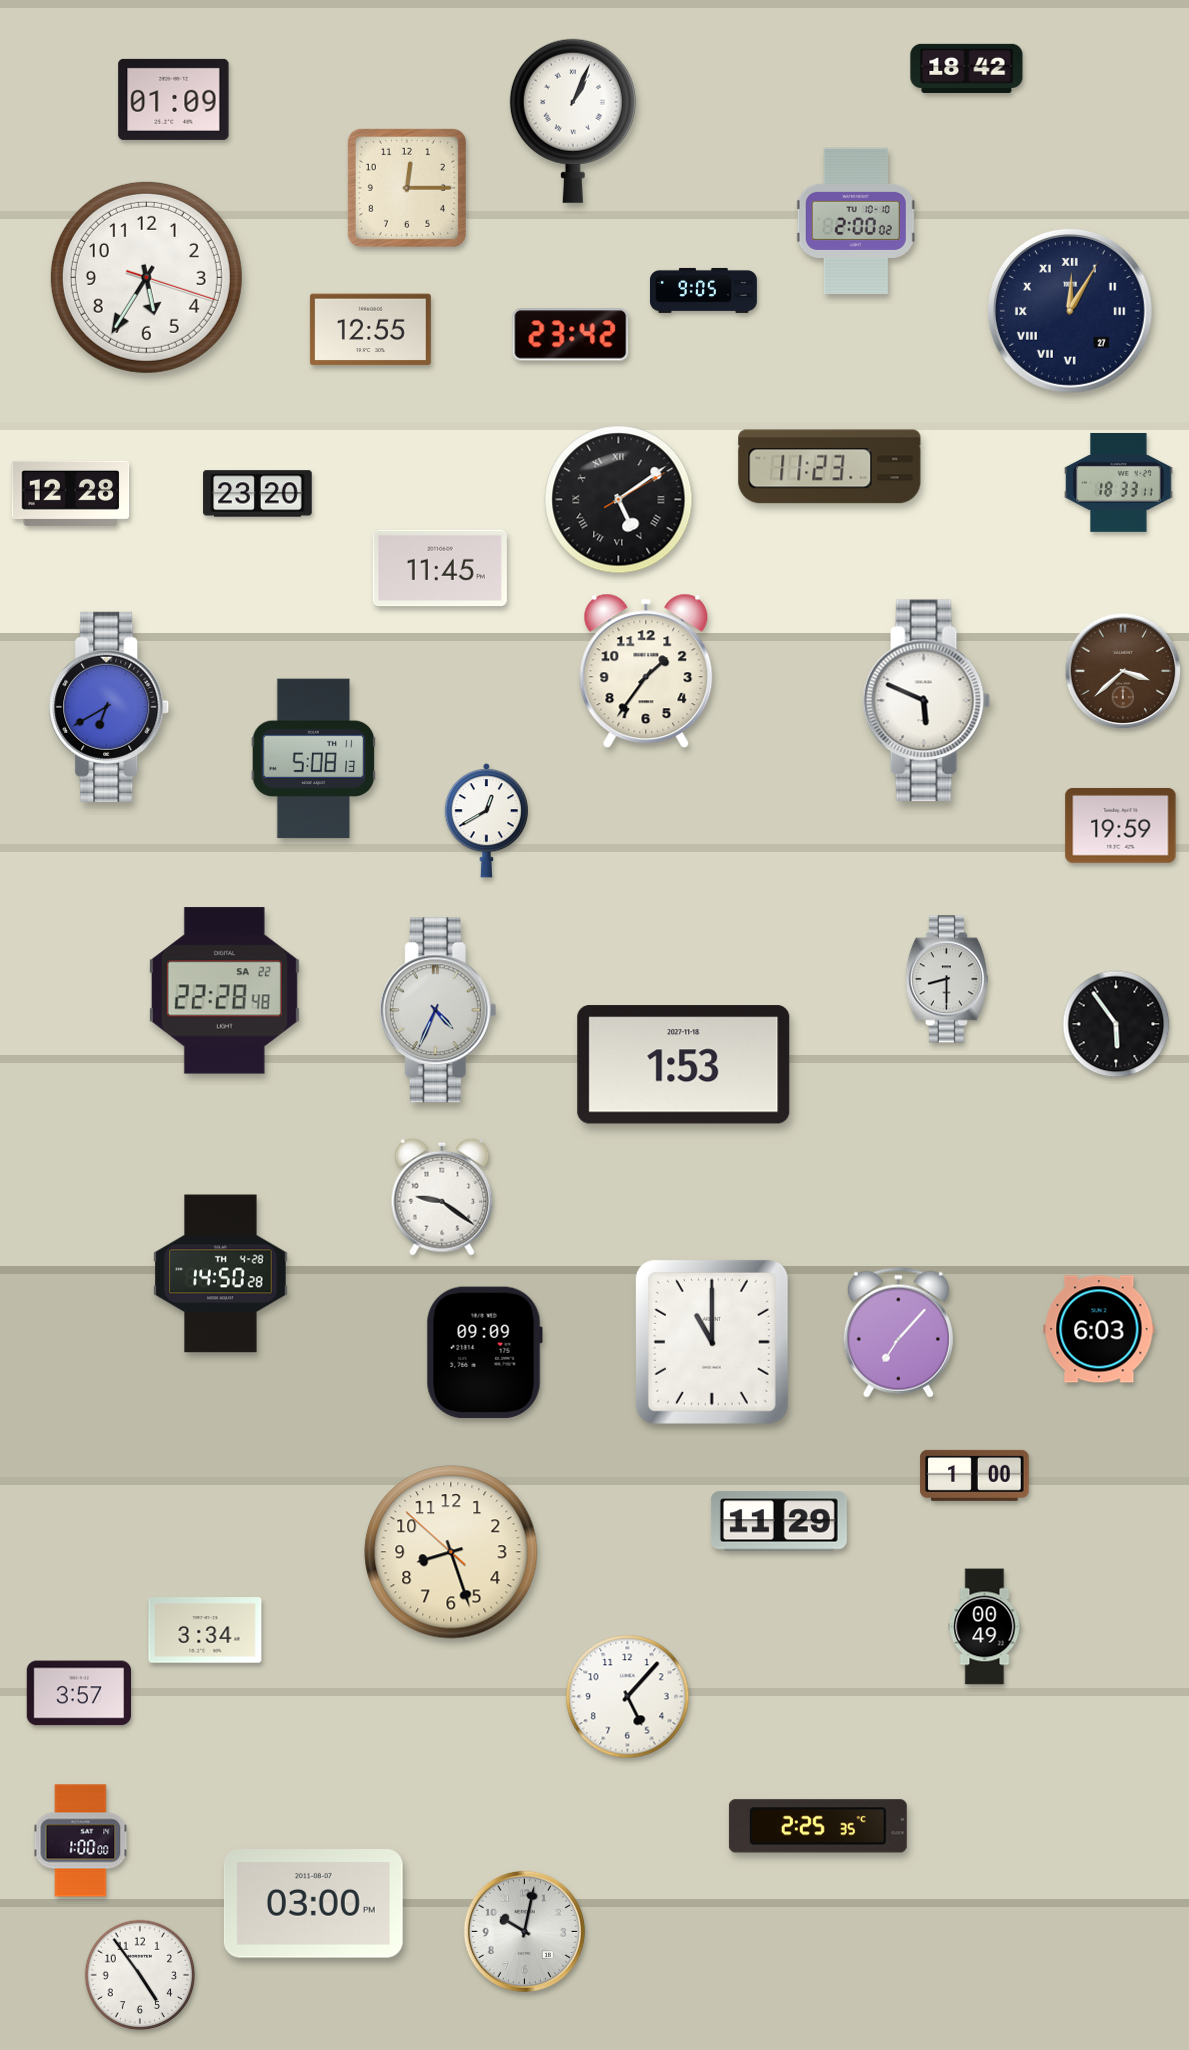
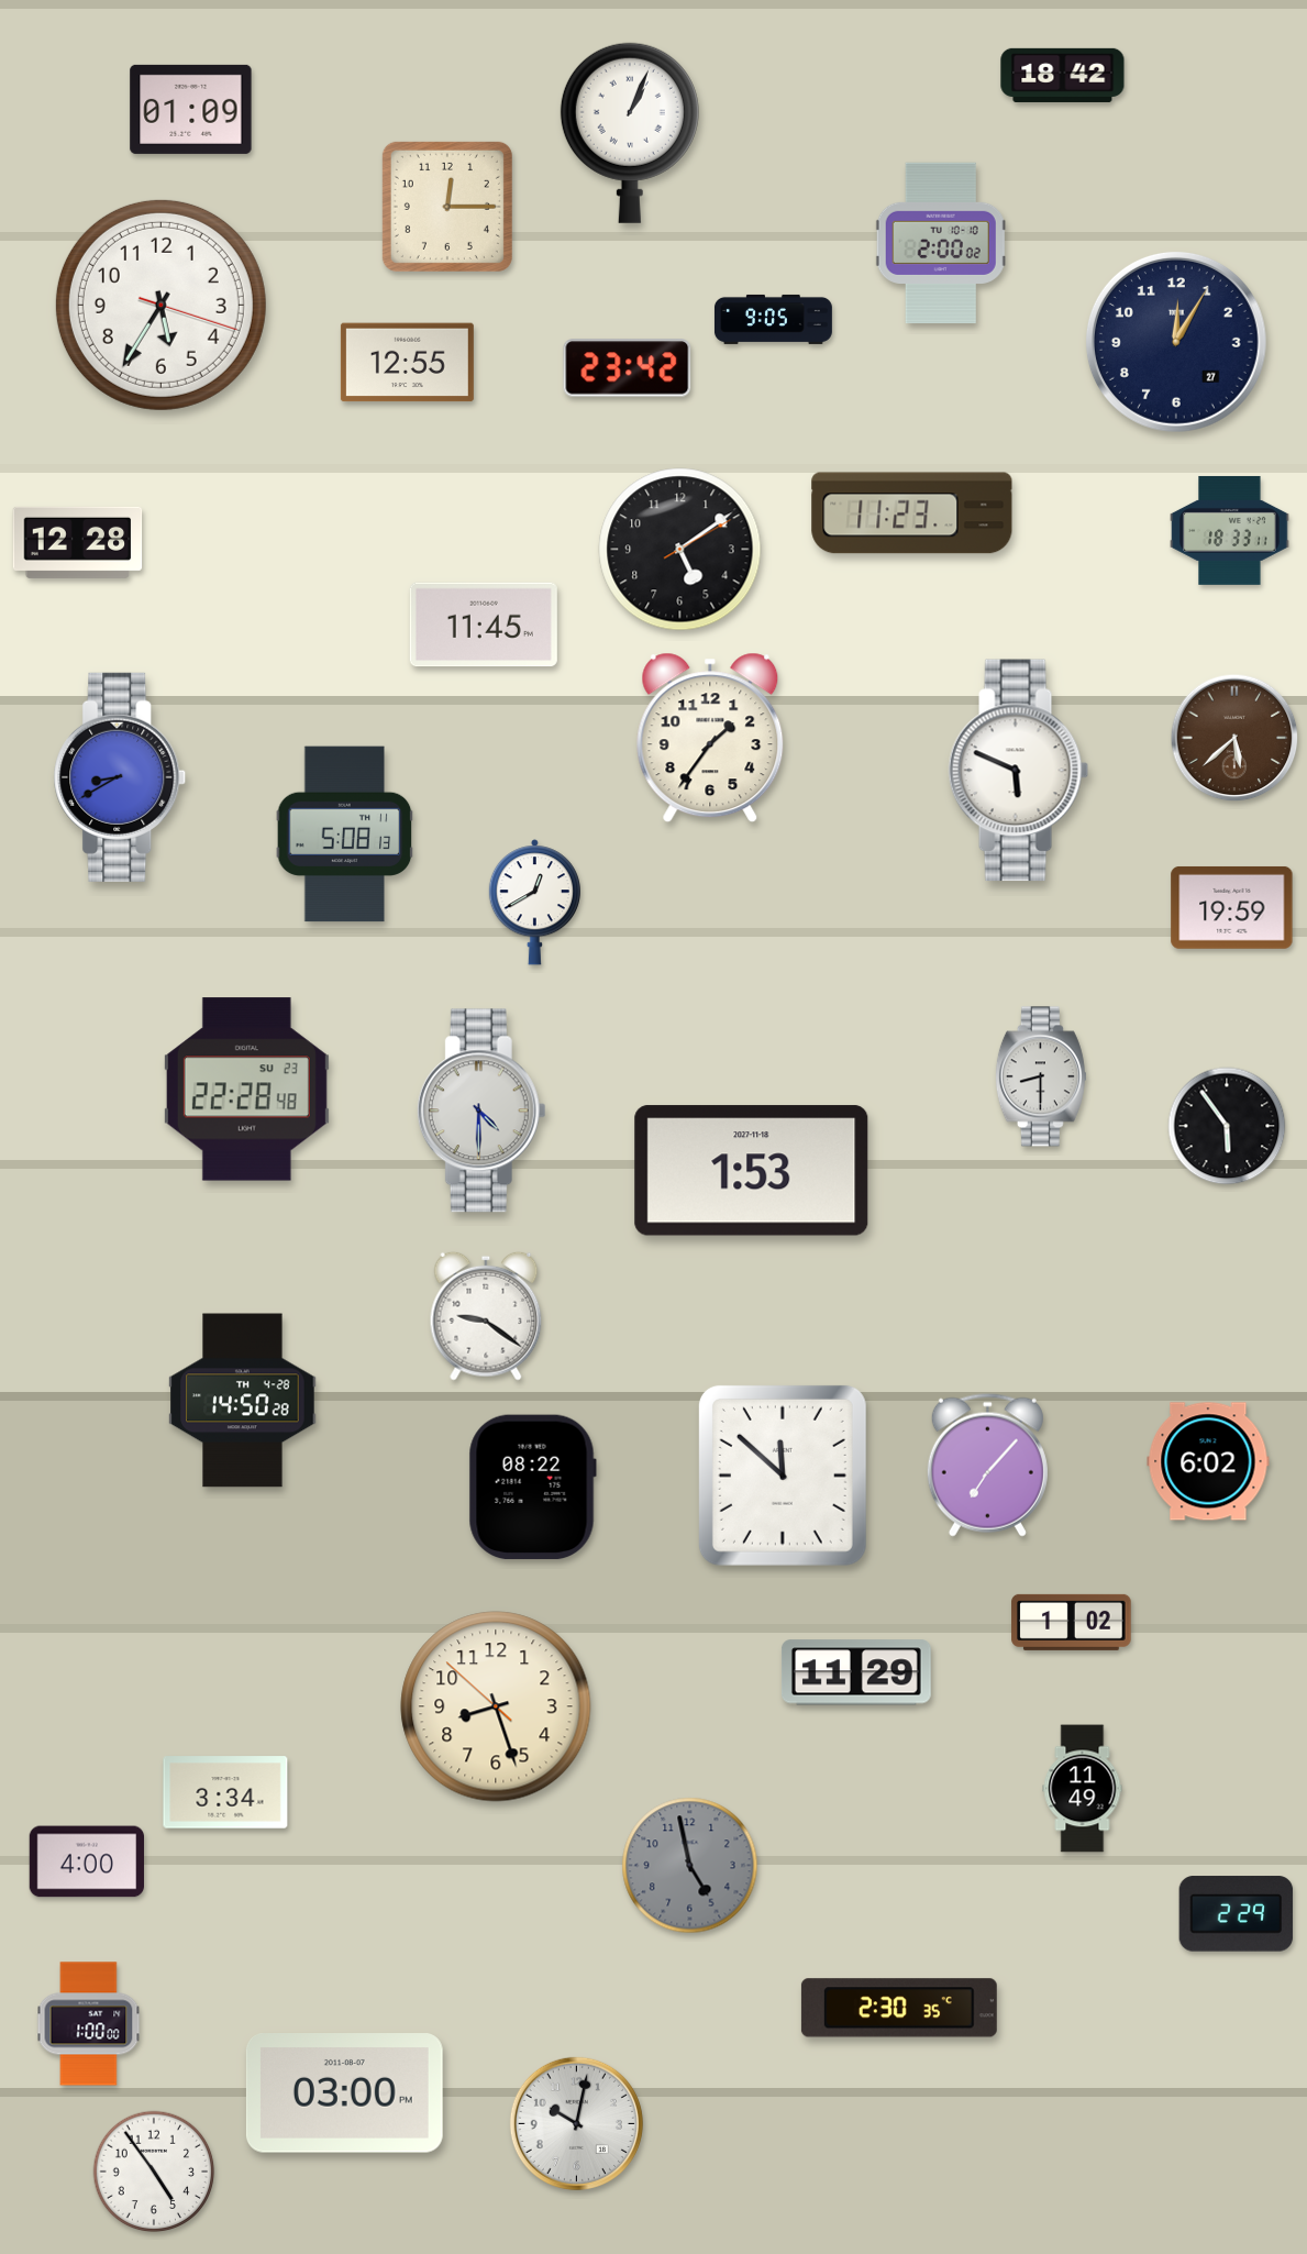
clock at (1070, 311) numerals: Roman -> Arabic
clock at (258, 494): 23:20 -> none
clock at (619, 500) numerals: Roman -> Arabic
clock at (1123, 671): 3:38 -> 5:38
clock at (109, 707): 6:40 -> 8:40
clock at (224, 991) date: SA 22 -> SU 23
clock at (438, 1010): 4:34 -> 4:30
clock at (1099, 1329): 6:03 -> 6:02
clock at (712, 1342): 11:00 -> 11:52
clock at (484, 1353): 09:09 -> 08:22
clock at (975, 1475): 1:00 -> 1:02
clock at (985, 1627): 00:49 -> 11:49
clock at (78, 1693): 3:57 -> 4:00
clock at (628, 1697): 5:07 -> 4:58
clock at (628, 1697) dial: white -> grey
clock at (1237, 1914): none -> 2:29
clock at (818, 1826): 2:25 -> 2:30
